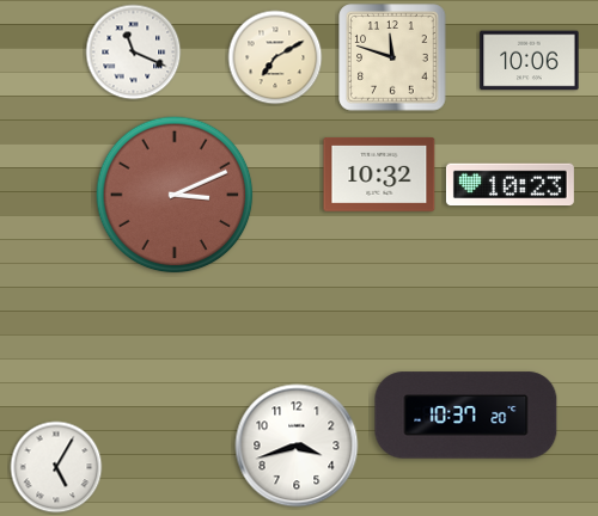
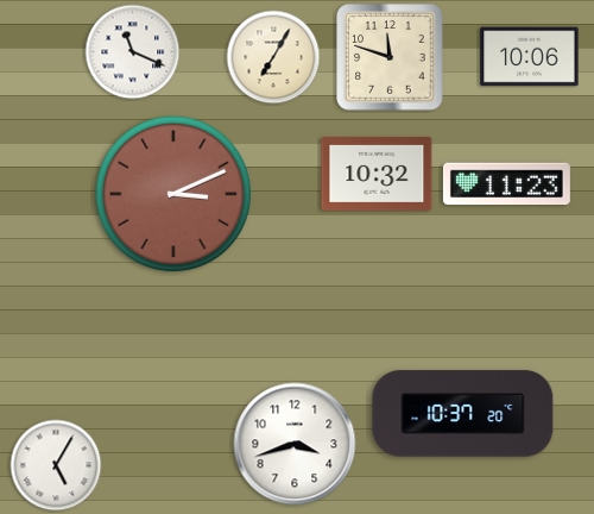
clock at (275, 57): 7:10 -> 7:05
clock at (530, 61) position: (530, 61) -> (530, 57)
clock at (509, 185): 10:23 -> 11:23
